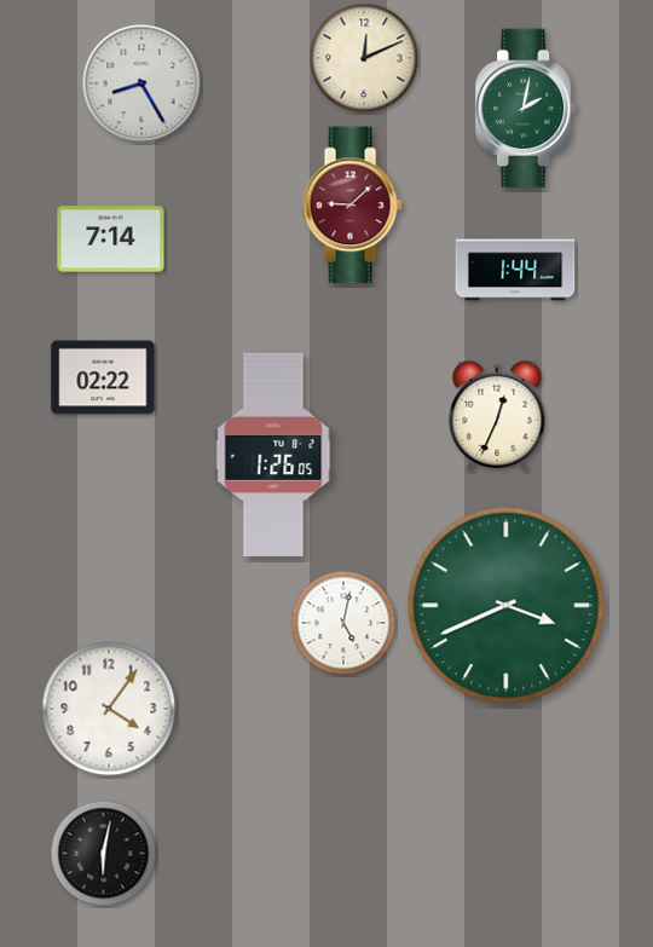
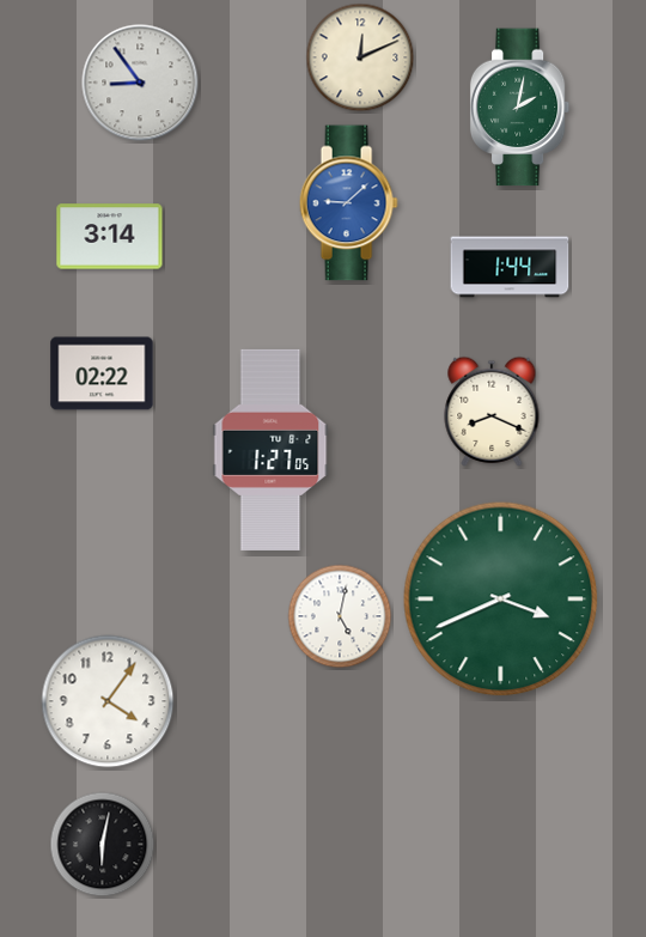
clock at (141, 83): 8:25 -> 8:54
clock at (352, 206) dial: burgundy -> blue
clock at (111, 239): 7:14 -> 3:14
clock at (497, 416): 12:34 -> 8:19
clock at (273, 455): 1:26 -> 1:27
